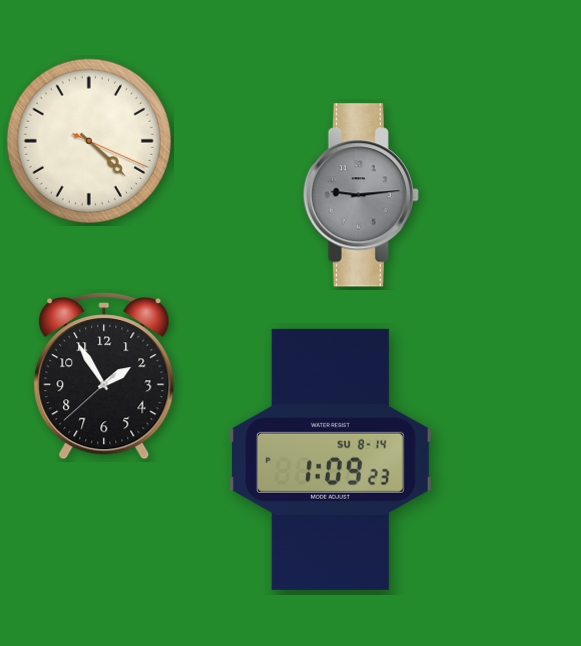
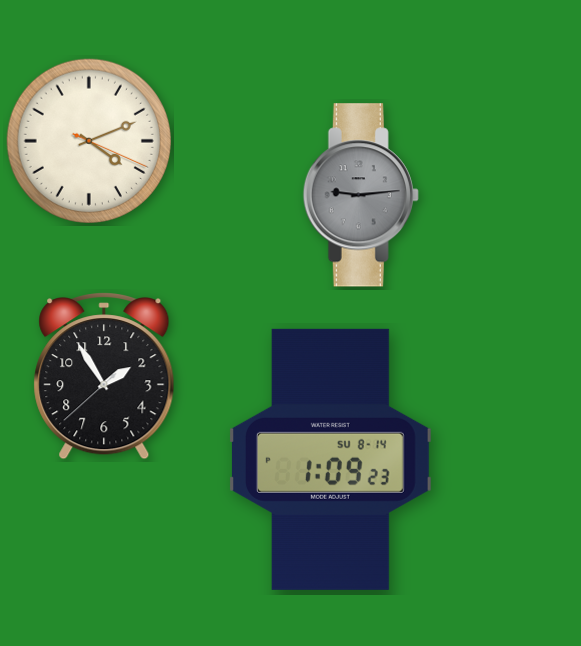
clock at (89, 141): 4:22 -> 4:11
